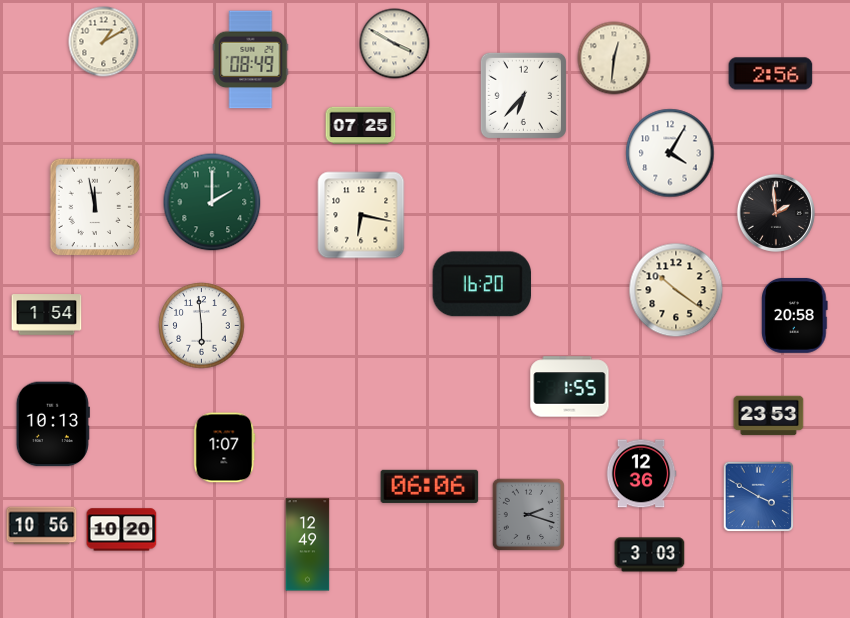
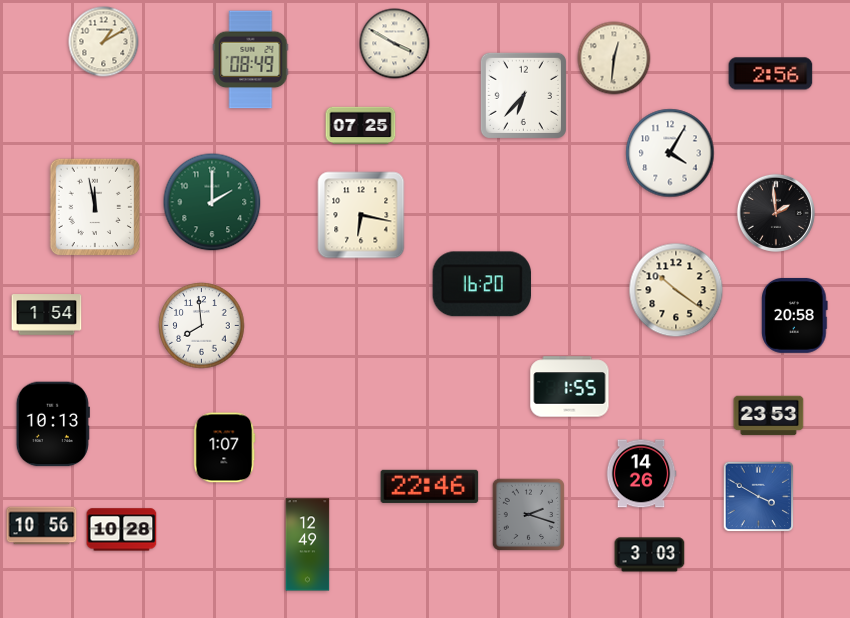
clock at (202, 326): 5:59 -> 7:59
clock at (641, 474): 12:36 -> 14:26
clock at (430, 486): 06:06 -> 22:46
clock at (122, 530): 10:20 -> 10:28
